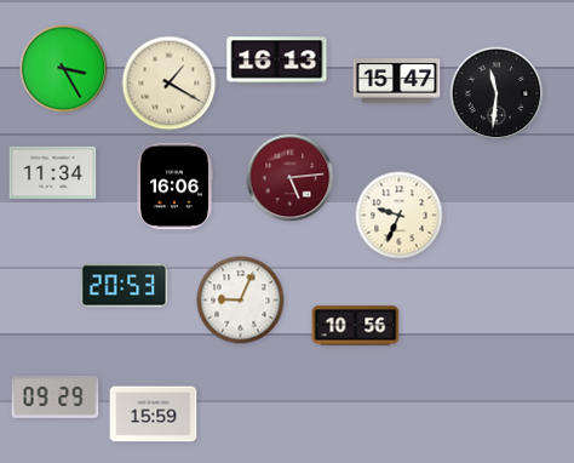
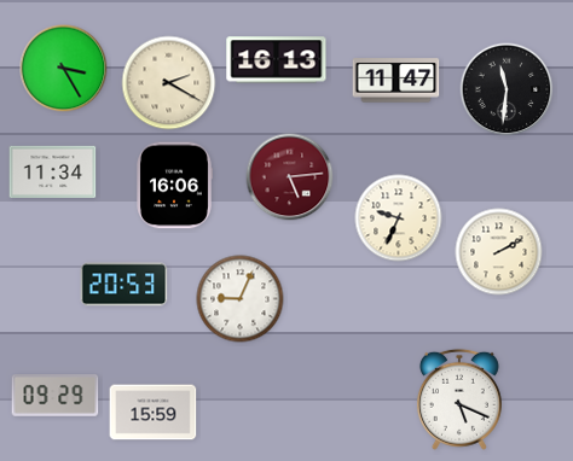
clock at (397, 81): 15:47 -> 11:47
clock at (170, 84): 1:20 -> 2:20
clock at (496, 93) position: (496, 93) -> (507, 89)
clock at (400, 216) position: (400, 216) -> (399, 218)
clock at (499, 252): none -> 2:10
clock at (356, 326): 10:56 -> none
clock at (459, 399): none -> 5:19
